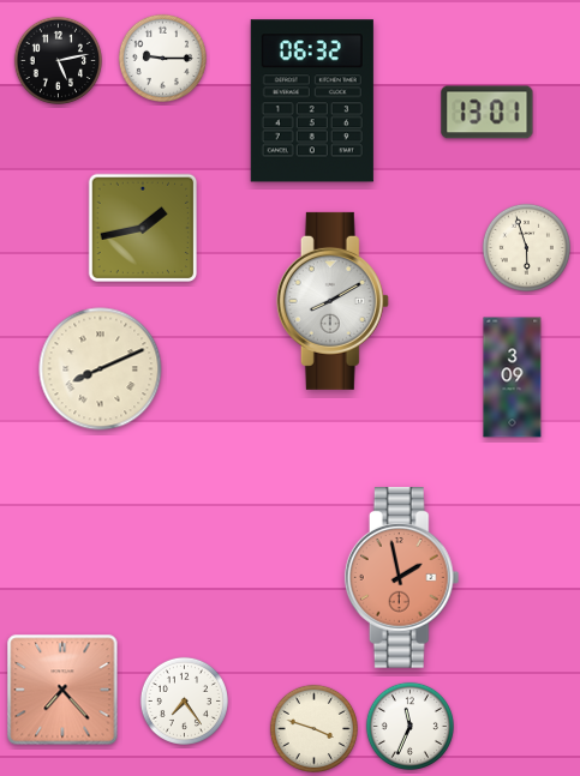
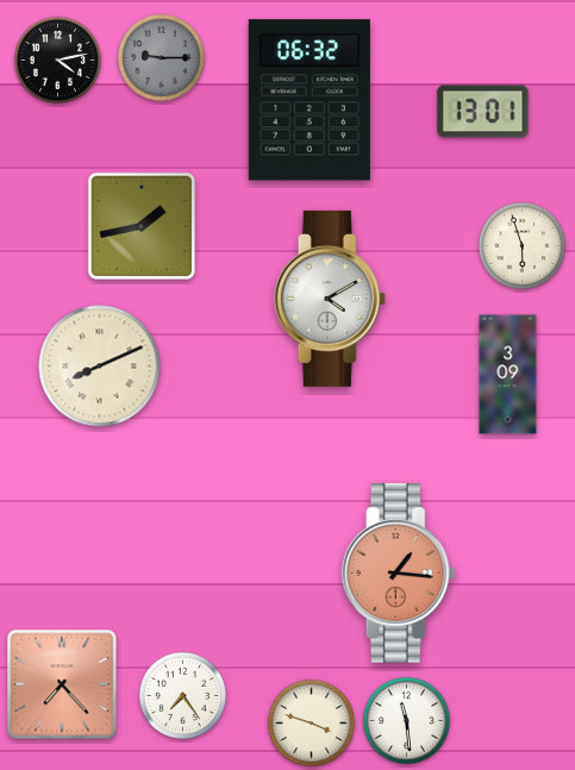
clock at (162, 58) dial: white -> grey
clock at (58, 60): 5:13 -> 4:13
clock at (333, 301): 8:10 -> 4:10
clock at (402, 578): 1:58 -> 1:16
clock at (409, 726): 11:34 -> 11:29
